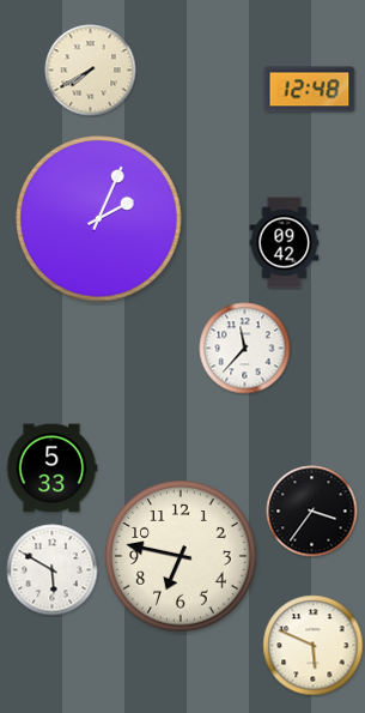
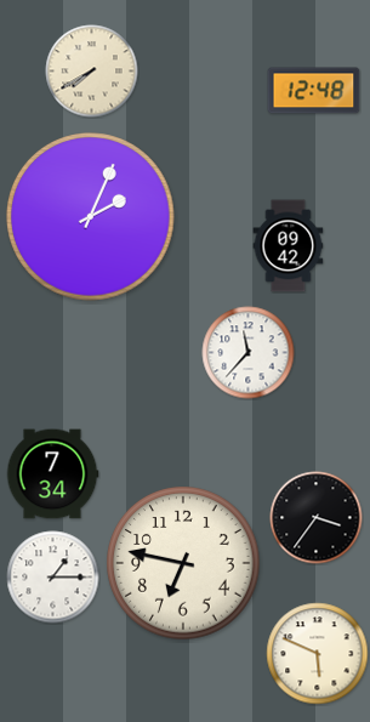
clock at (99, 219) position: (99, 219) -> (91, 217)
clock at (51, 469): 5:33 -> 7:34
clock at (53, 570): 5:50 -> 1:15
